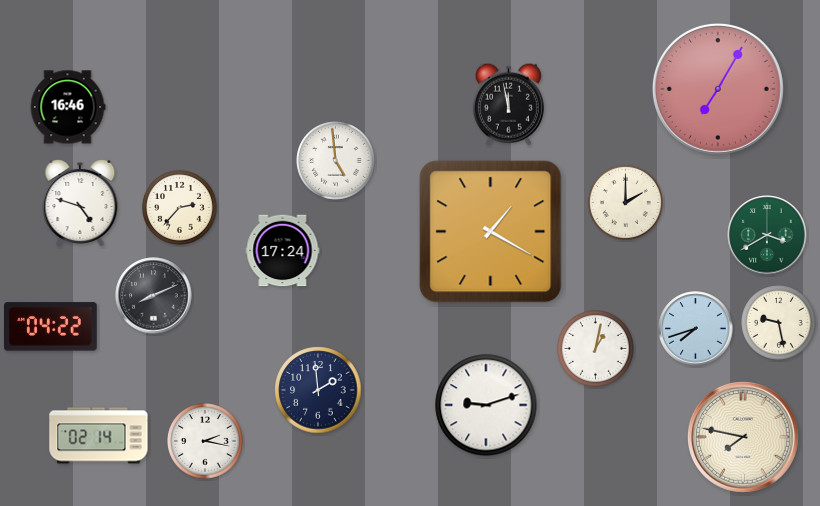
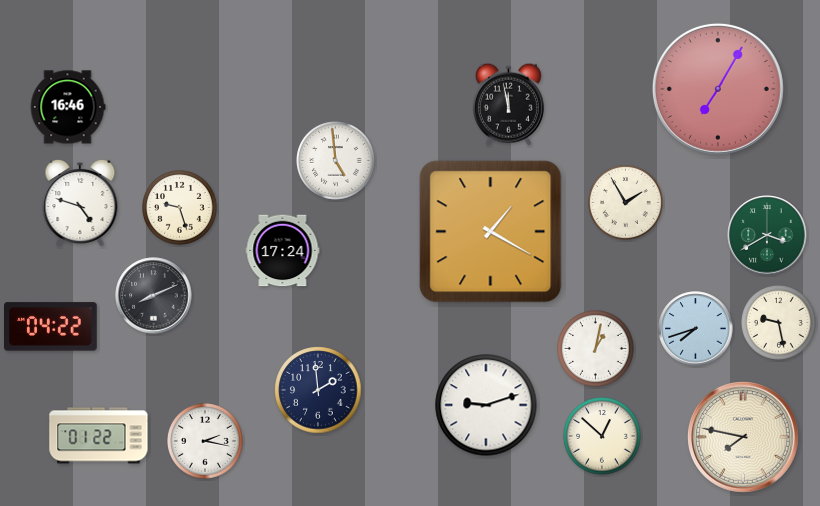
clock at (626, 203): 2:00 -> 1:55
clock at (180, 208): 2:37 -> 9:27
clock at (99, 436): 02:14 -> 01:22
clock at (602, 436): none -> 12:52
